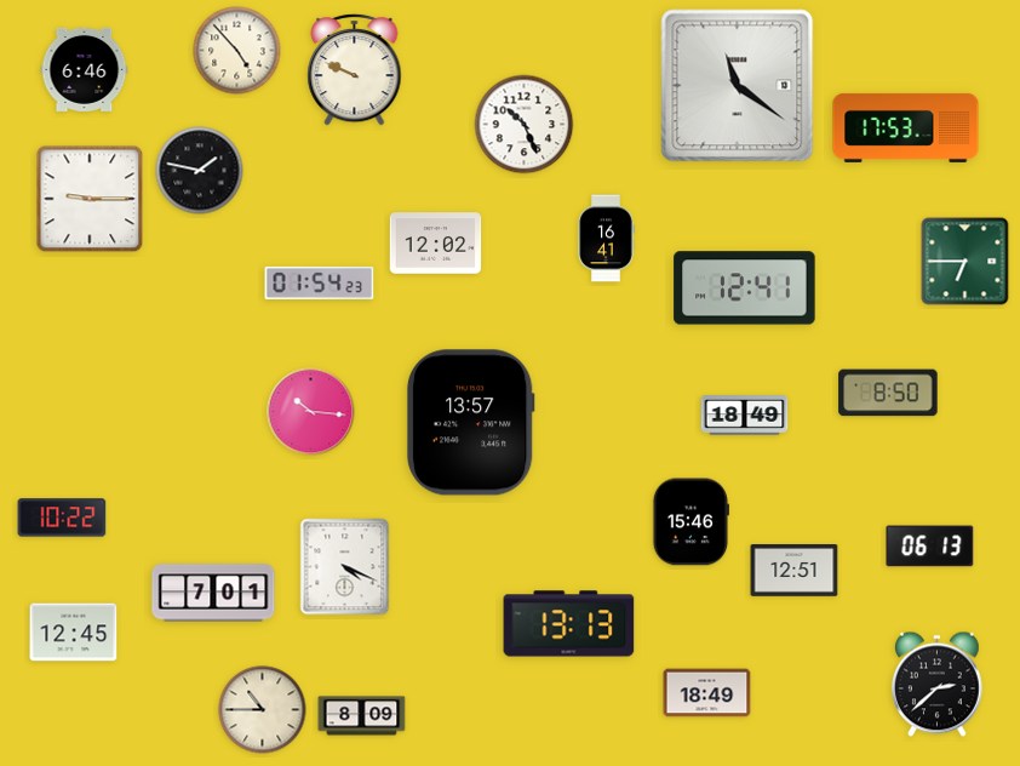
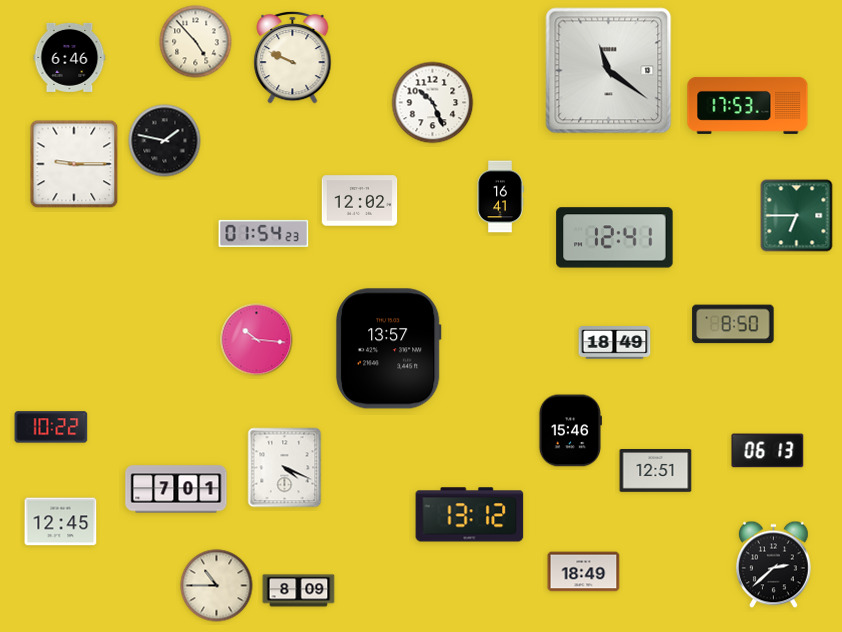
clock at (569, 624): 13:13 -> 13:12
